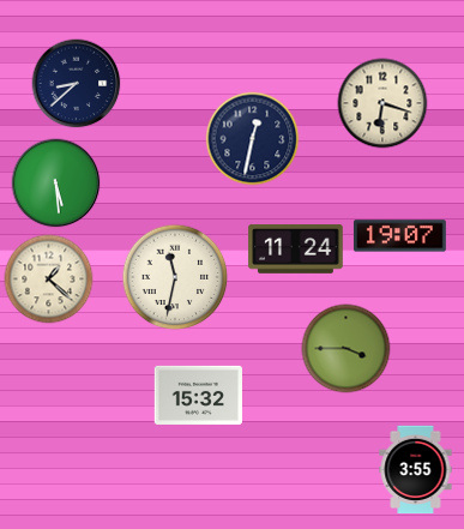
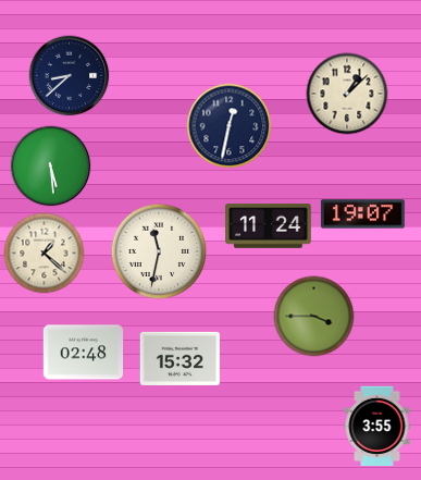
clock at (382, 103): 6:18 -> 1:08
clock at (84, 353): none -> 02:48
